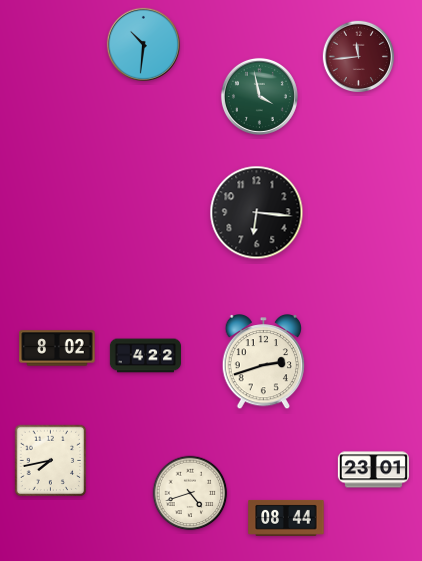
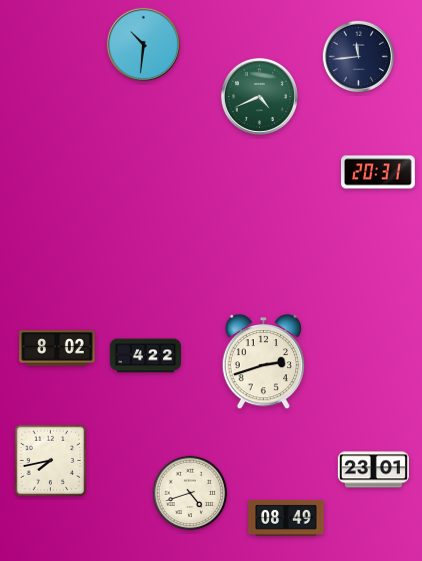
clock at (358, 56) dial: burgundy -> navy
clock at (259, 96): 3:58 -> 4:41
clock at (378, 172): none -> 20:31
clock at (257, 213): 6:16 -> none
clock at (286, 518): 08:44 -> 08:49
